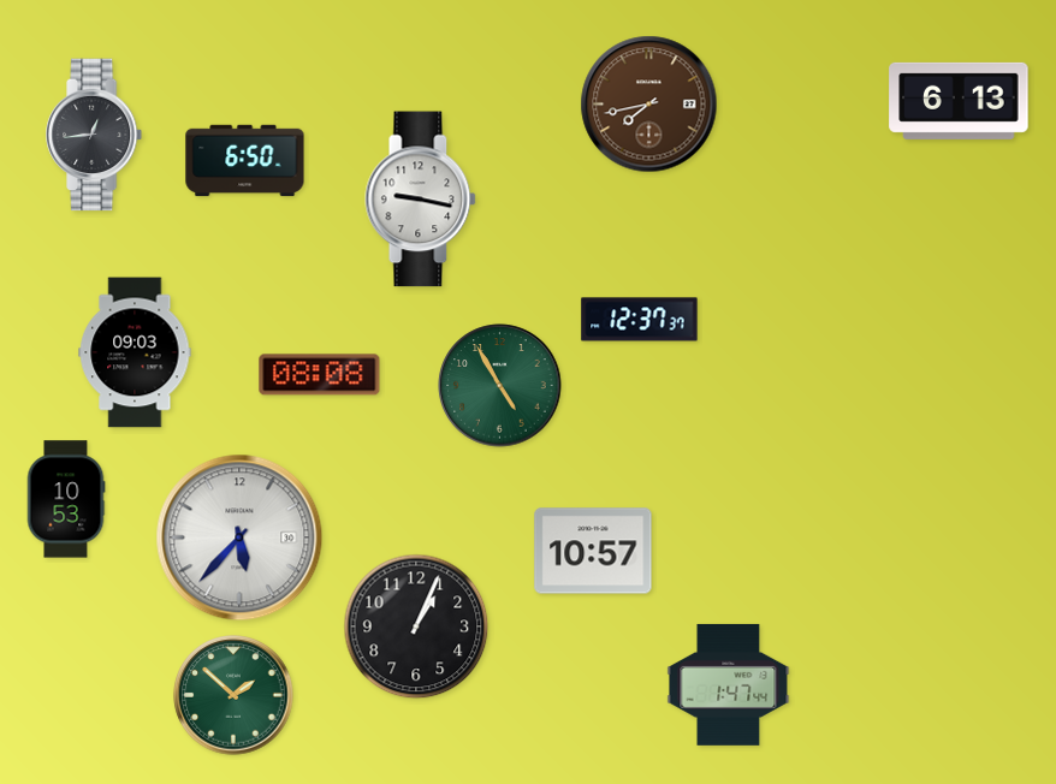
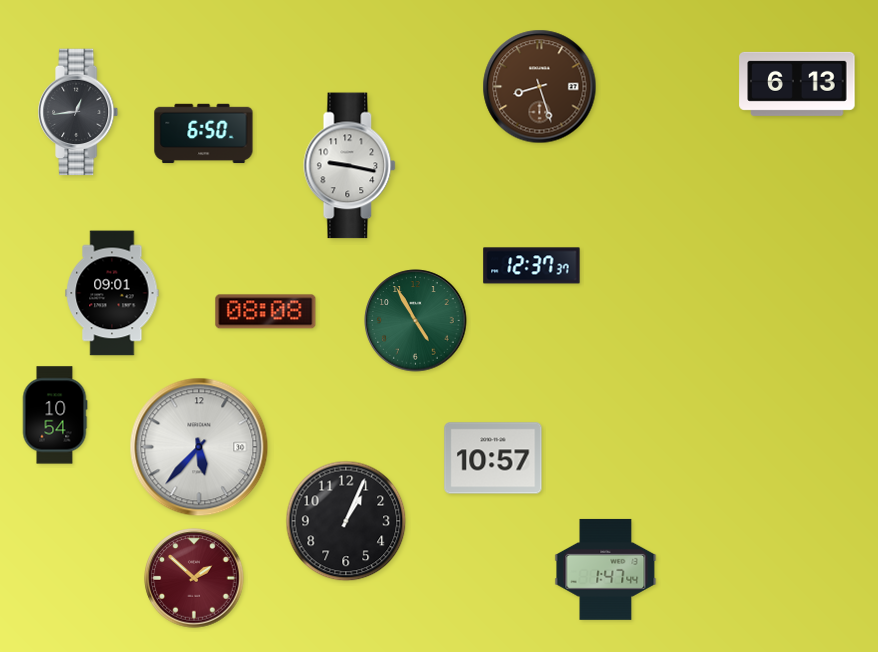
clock at (649, 105): 7:43 -> 8:27
clock at (135, 352): 09:03 -> 09:01
clock at (66, 499): 10:53 -> 10:54
clock at (233, 695) dial: green -> burgundy
